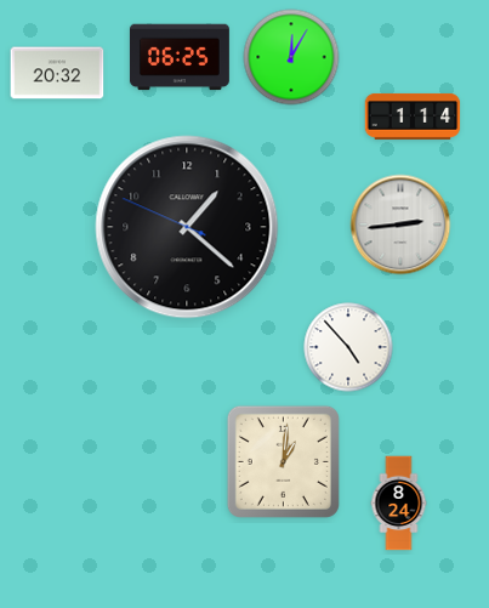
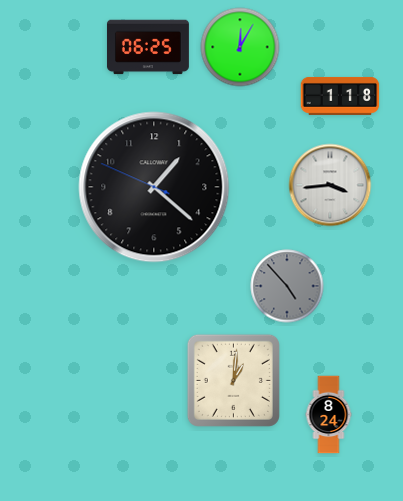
clock at (57, 73): 20:32 -> none
clock at (413, 117): 1:14 -> 1:18
clock at (400, 225): 2:44 -> 3:44
clock at (348, 347) dial: white -> grey
